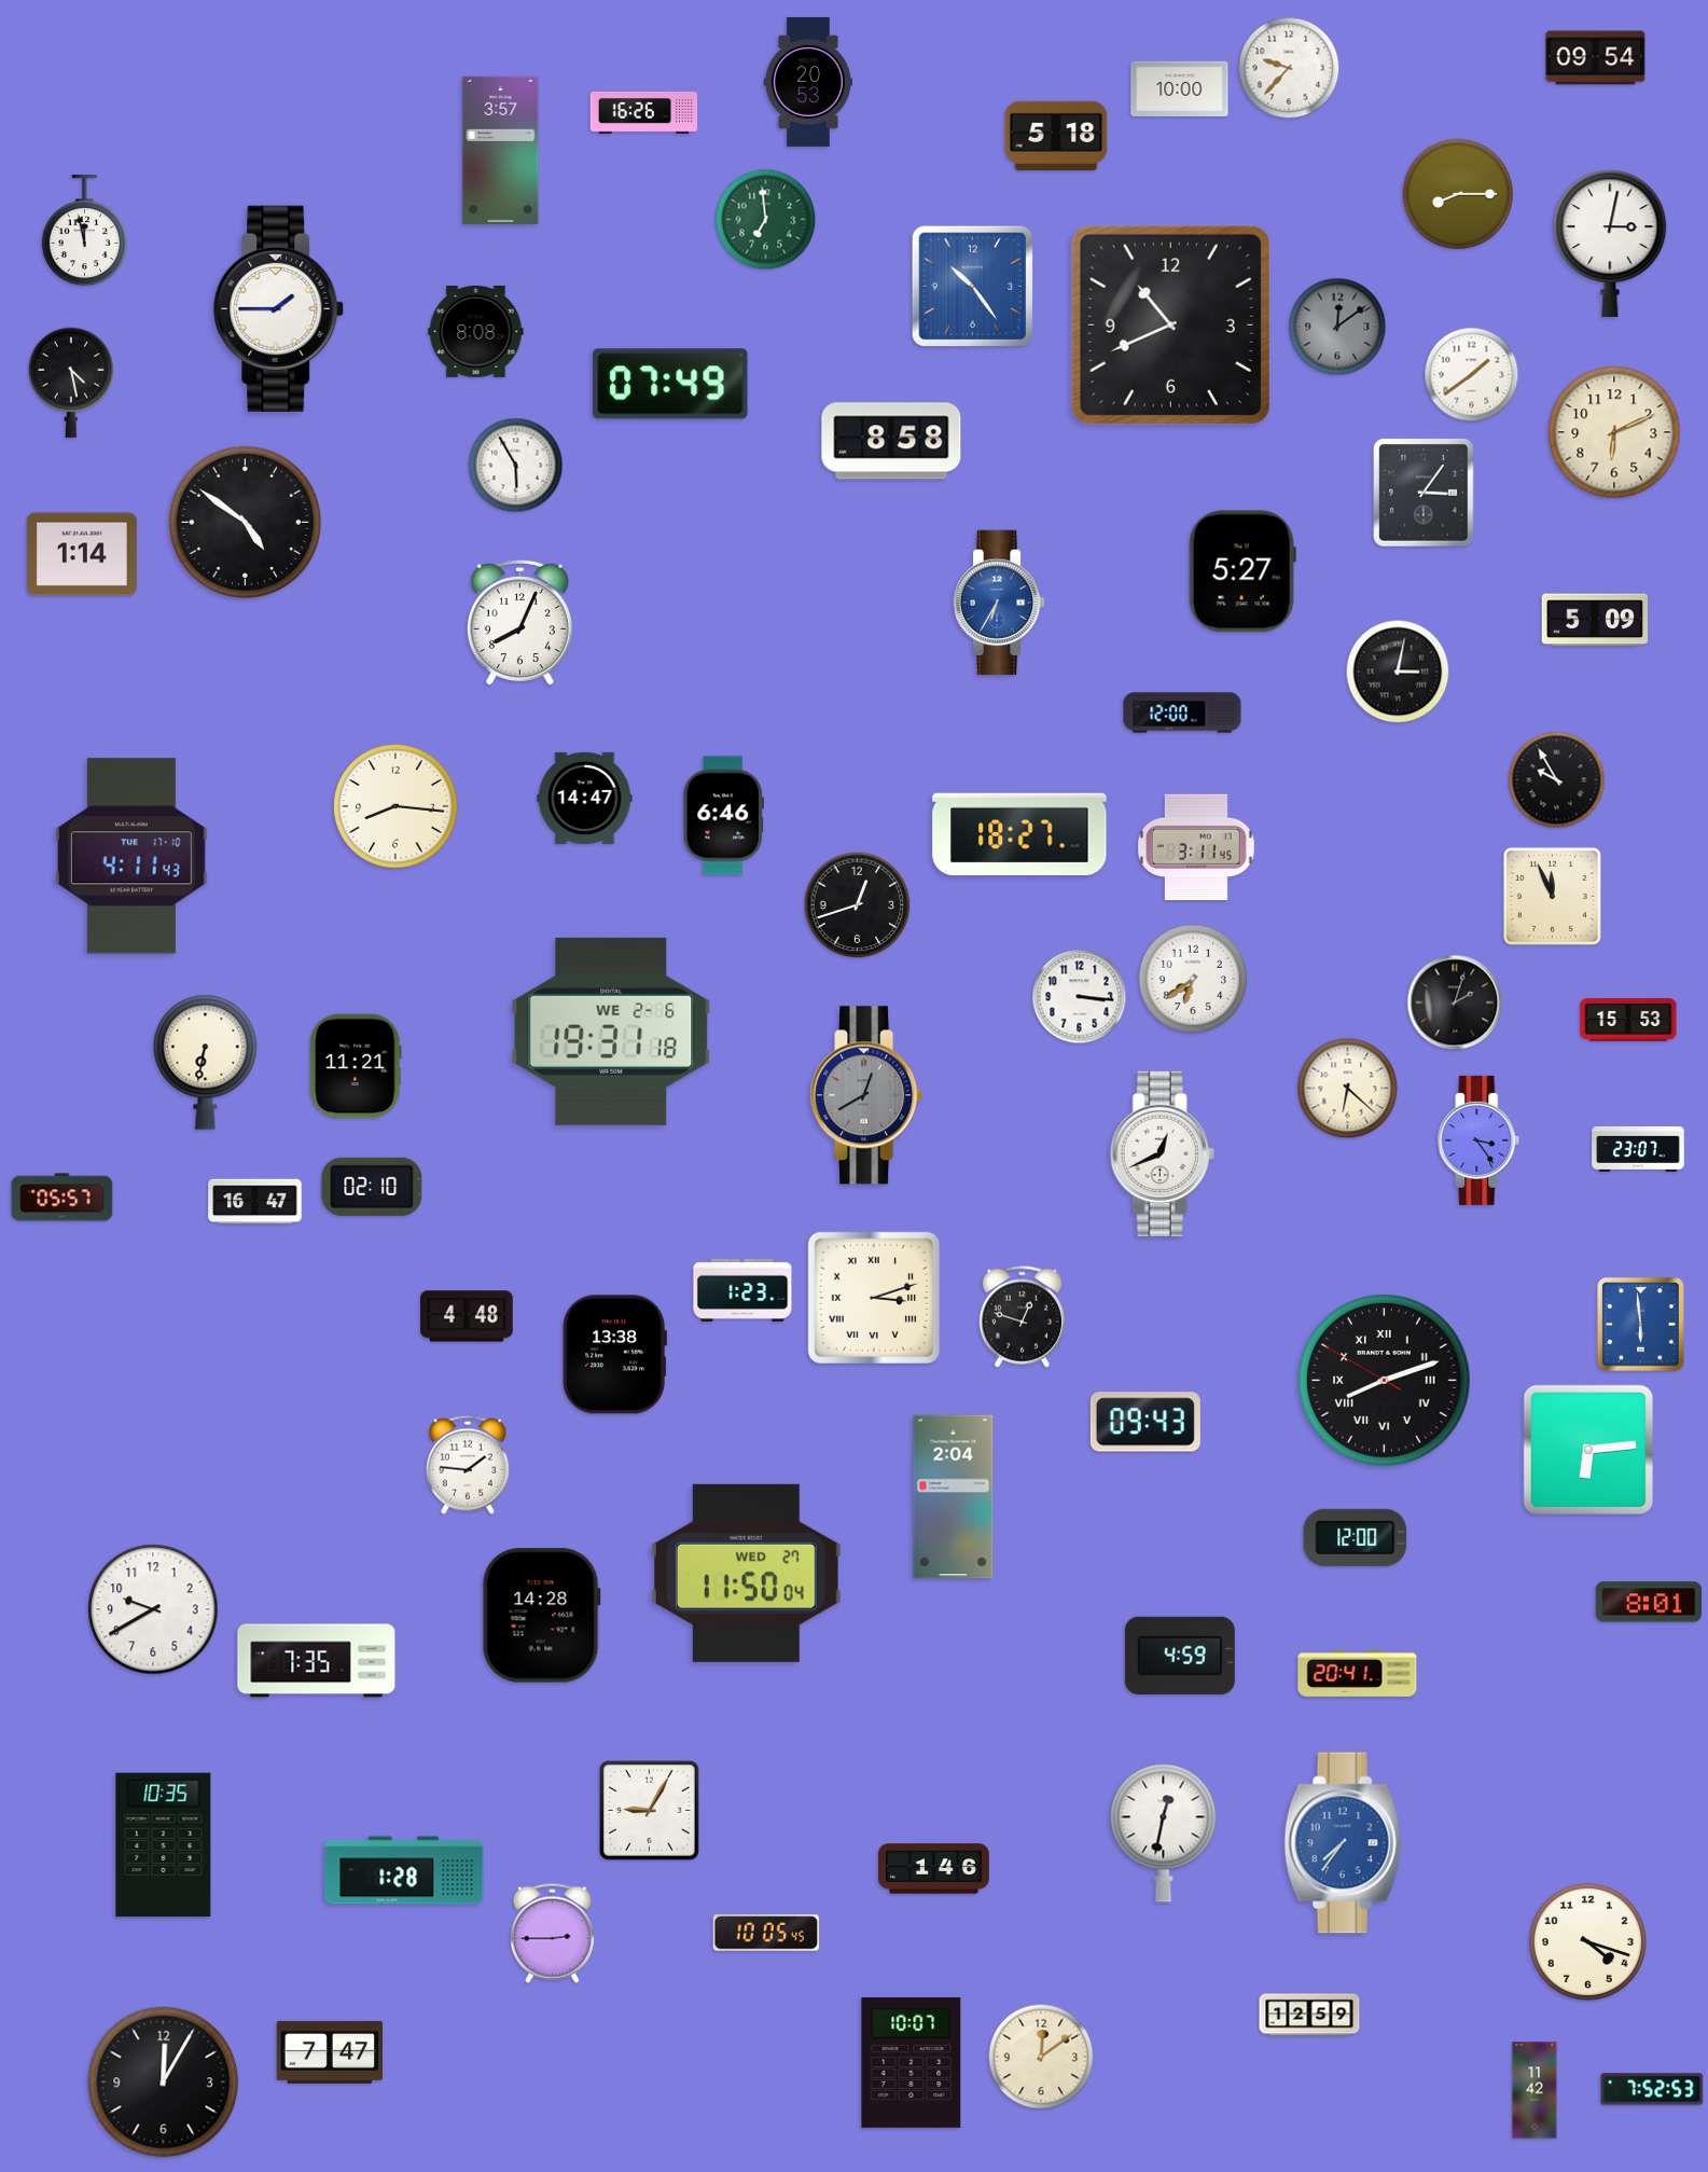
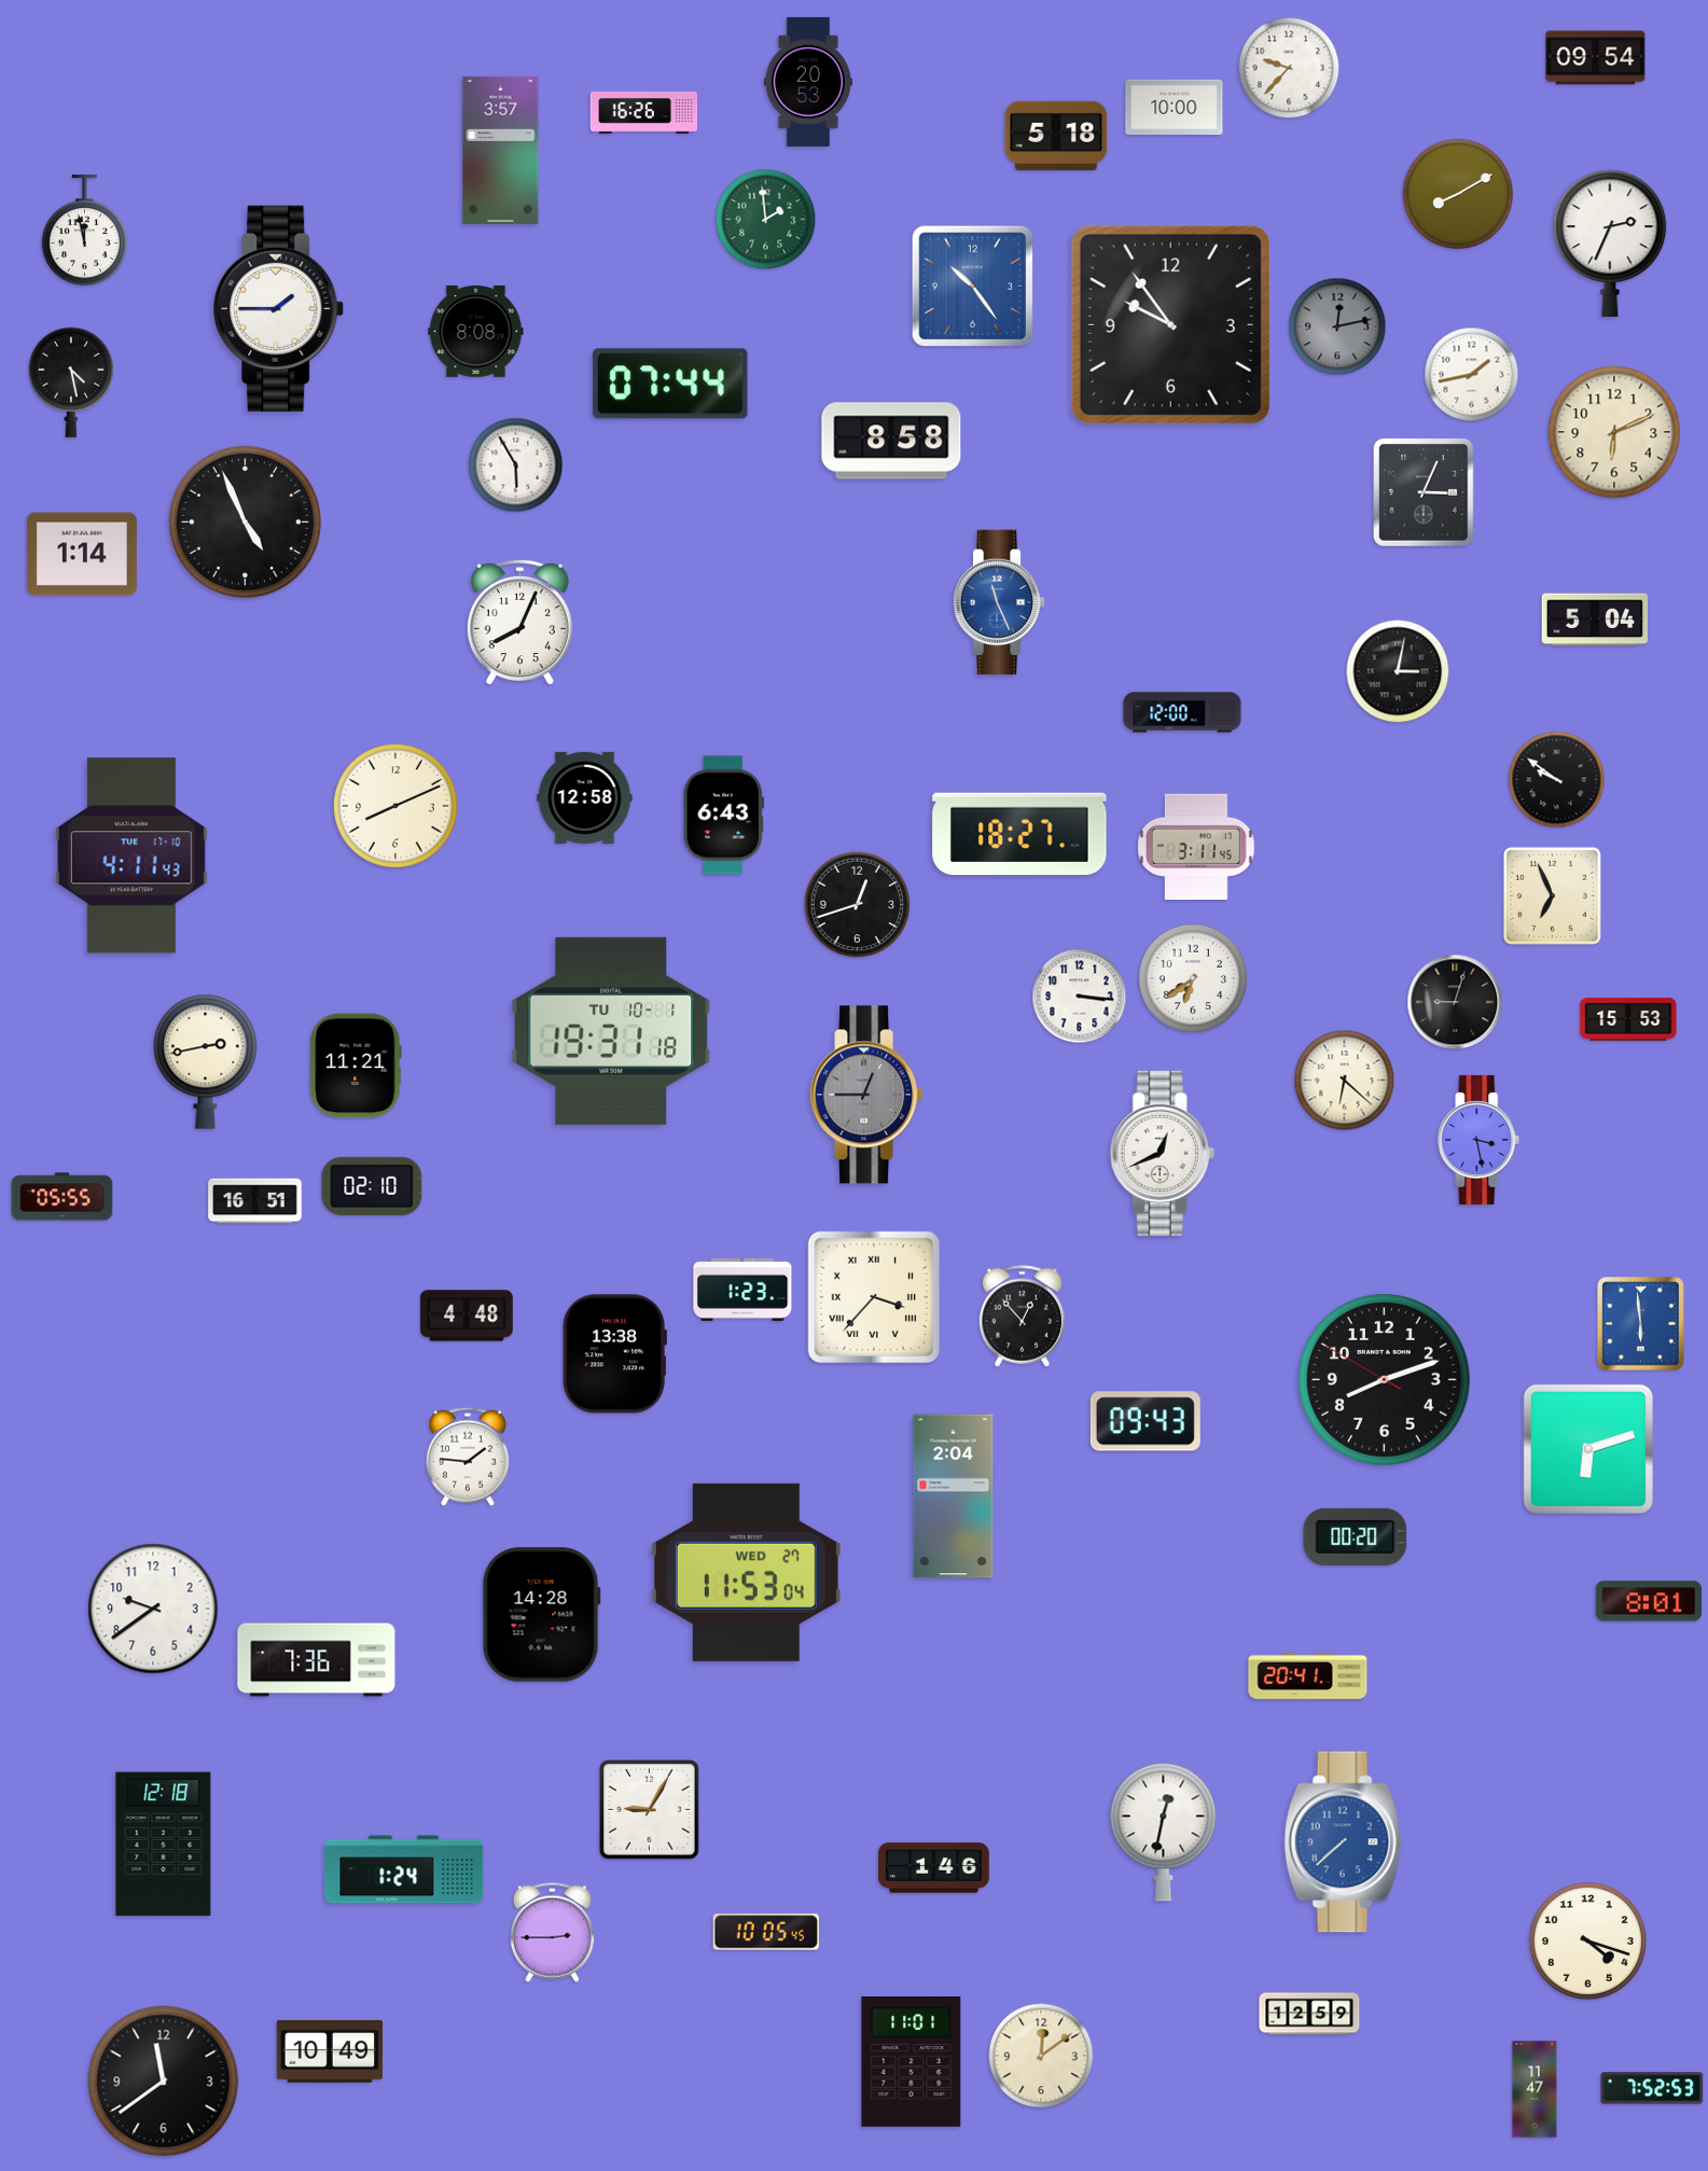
clock at (1180, 89) position: (1180, 89) -> (1175, 108)
clock at (1457, 193): 8:15 -> 8:10
clock at (766, 220): 6:59 -> 1:59
clock at (1610, 244): 3:02 -> 2:34
clock at (1170, 324): 10:41 -> 9:54
clock at (1337, 327): 12:09 -> 12:13
clock at (1472, 375): 1:39 -> 1:43
clock at (670, 384): 07:49 -> 07:44
clock at (1424, 493): 3:06 -> 3:04
clock at (246, 523): 4:51 -> 4:56
clock at (1242, 571): 5:27 -> none
clock at (999, 603): 6:35 -> 11:26
clock at (1595, 620): 5:09 -> 5:04
clock at (1557, 780): 9:55 -> 9:51
clock at (585, 798): 14:47 -> 12:58
clock at (395, 806): 8:16 -> 8:11
clock at (723, 816): 6:46 -> 6:43
clock at (1552, 896): 11:56 -> 6:56
clock at (1455, 1002): 2:03 -> 9:03
clock at (611, 1032) date: WE 2-6 -> TU 10-1
clock at (206, 1062): 6:32 -> 2:43
clock at (1348, 1089) position: (1348, 1089) -> (1345, 1081)
clock at (866, 1095): 12:40 -> 12:45
clock at (1478, 1140): 3:24 -> 3:28
clock at (1638, 1149): 23:07 -> none
clock at (63, 1198): 05:57 -> 05:55
clock at (255, 1202): 16:47 -> 16:51
clock at (874, 1298): 3:12 -> 3:37
clock at (1023, 1317): 12:48 -> 12:53
clock at (1385, 1381) numerals: Roman -> Arabic
clock at (1588, 1450): 6:14 -> 6:12
clock at (468, 1465) position: (468, 1465) -> (468, 1457)
clock at (1356, 1537): 12:00 -> 00:20
clock at (746, 1573): 11:50 -> 11:53
clock at (153, 1609): 9:40 -> 9:39
clock at (1180, 1656): 4:59 -> none
clock at (317, 1661): 7:35 -> 7:36
clock at (1358, 1673) position: (1358, 1673) -> (1308, 1675)
clock at (1344, 1843): 7:36 -> 7:38
clock at (164, 1845): 10:35 -> 12:18
clock at (404, 1870): 1:28 -> 1:24
clock at (330, 2052): 7:47 -> 10:49
clock at (912, 2062): 10:07 -> 11:01
clock at (164, 2083): 12:05 -> 11:39
clock at (1535, 2090): 11:42 -> 11:47
